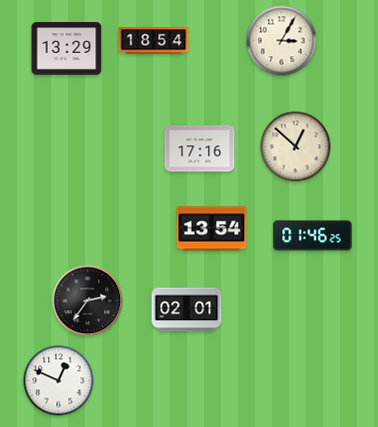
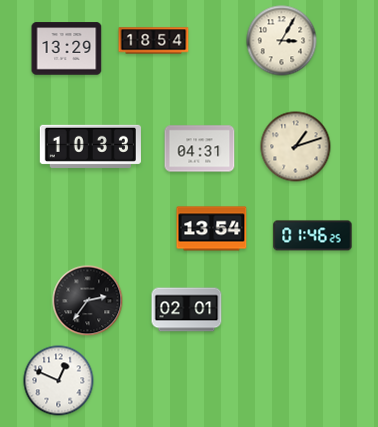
clock at (90, 146): none -> 10:33
clock at (296, 147): 12:52 -> 1:12
clock at (200, 149): 17:16 -> 04:31
